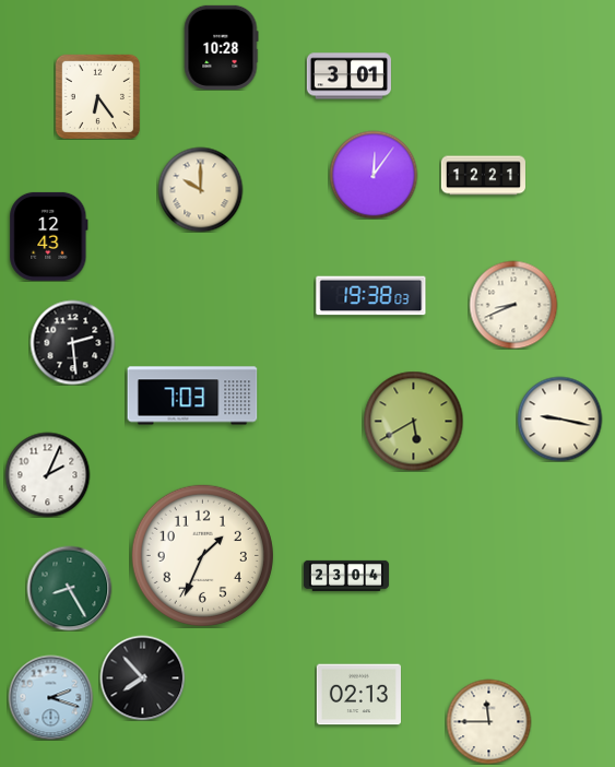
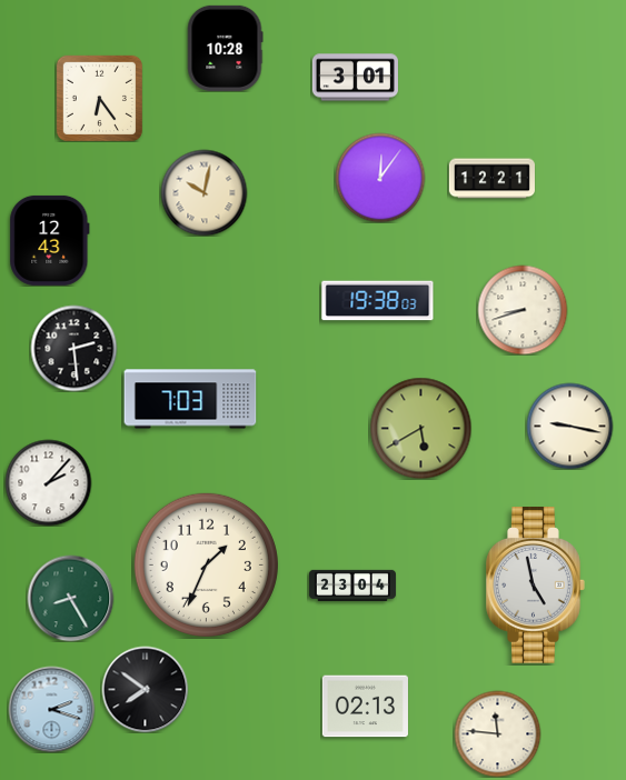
clock at (200, 189): 10:00 -> 10:02
clock at (513, 305): 8:41 -> 8:42
clock at (192, 396) position: (192, 396) -> (190, 399)
clock at (47, 474): 2:04 -> 2:07
clock at (536, 586): none -> 4:58
clock at (142, 677): 7:53 -> 7:51
clock at (488, 721): 11:45 -> 11:46
